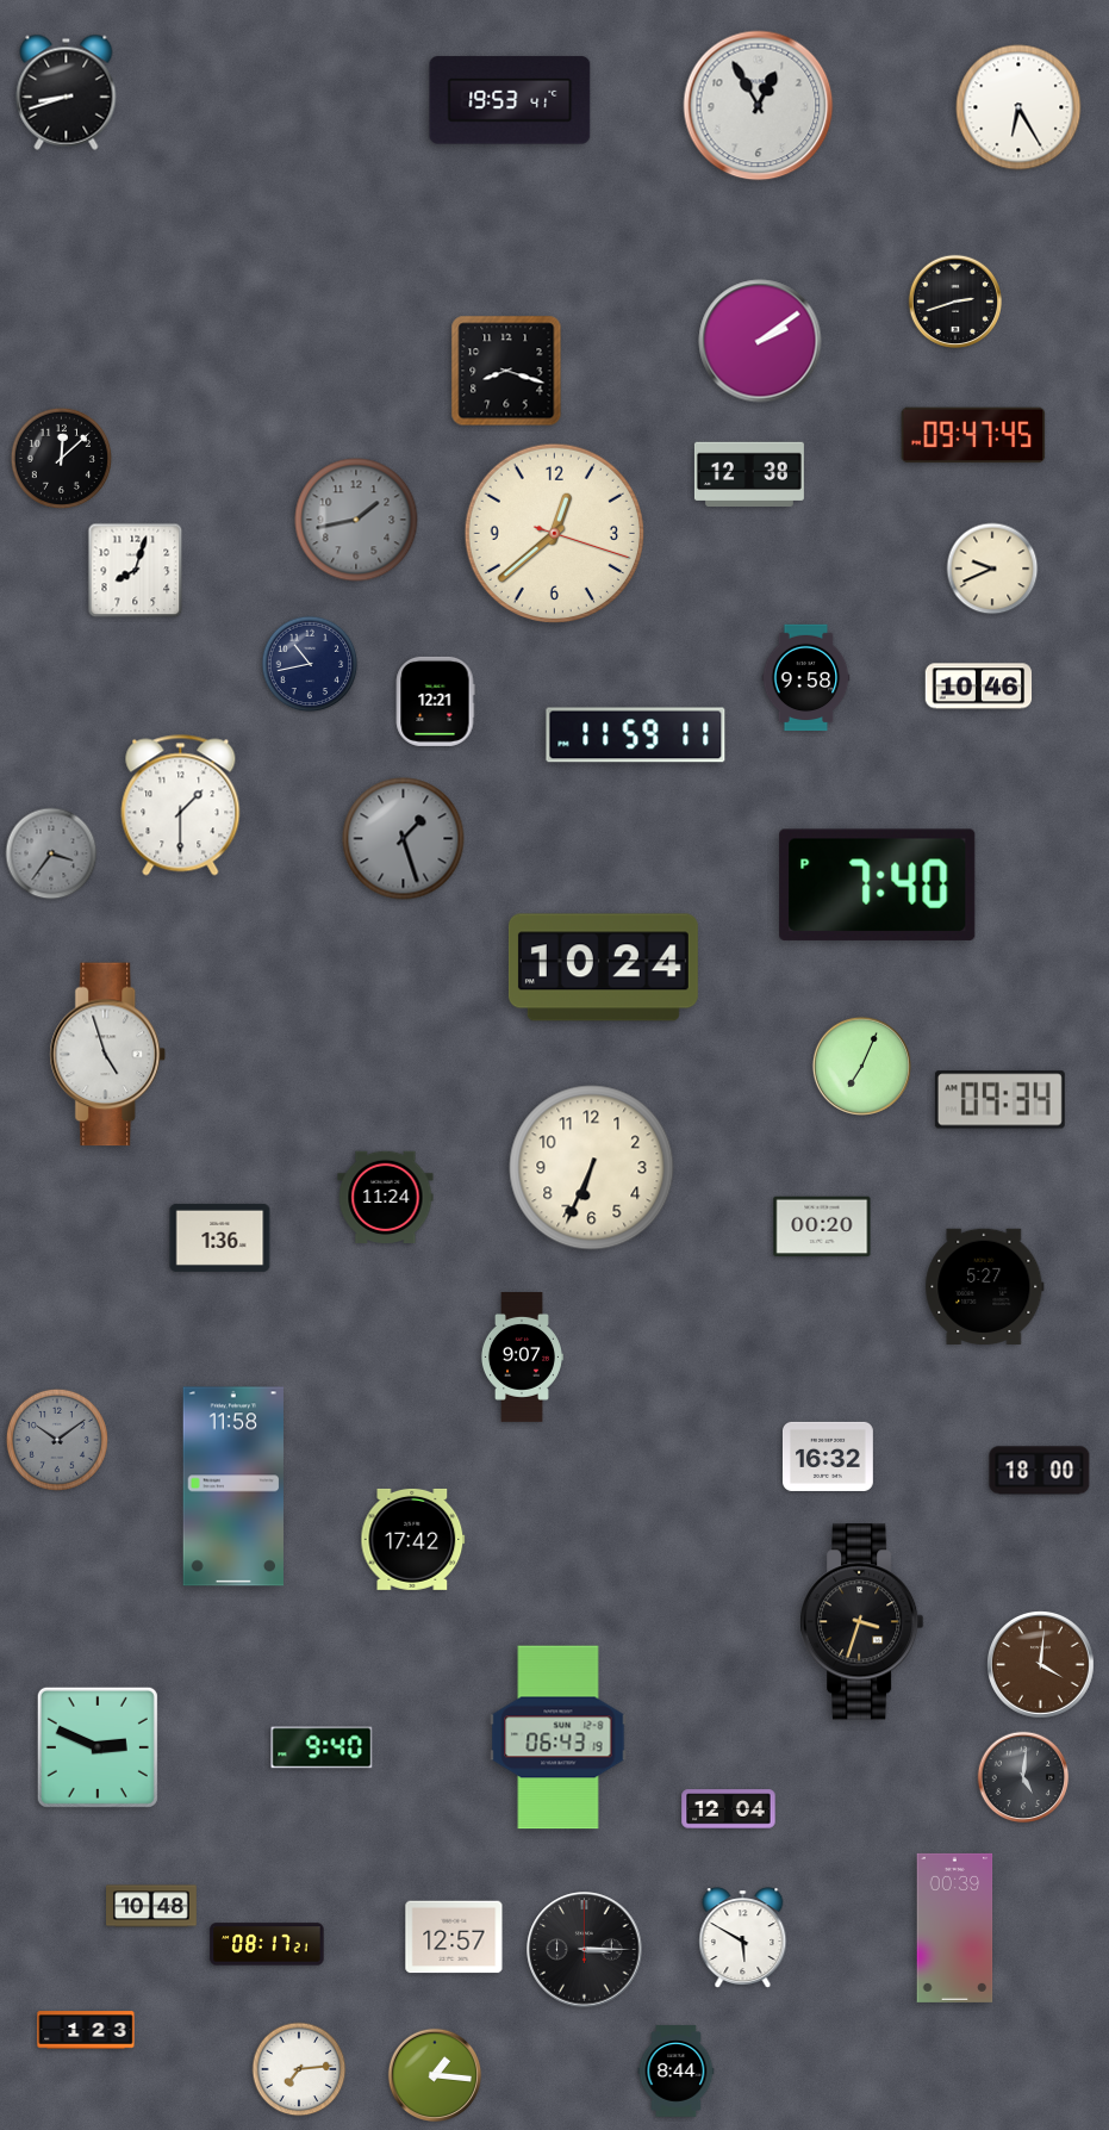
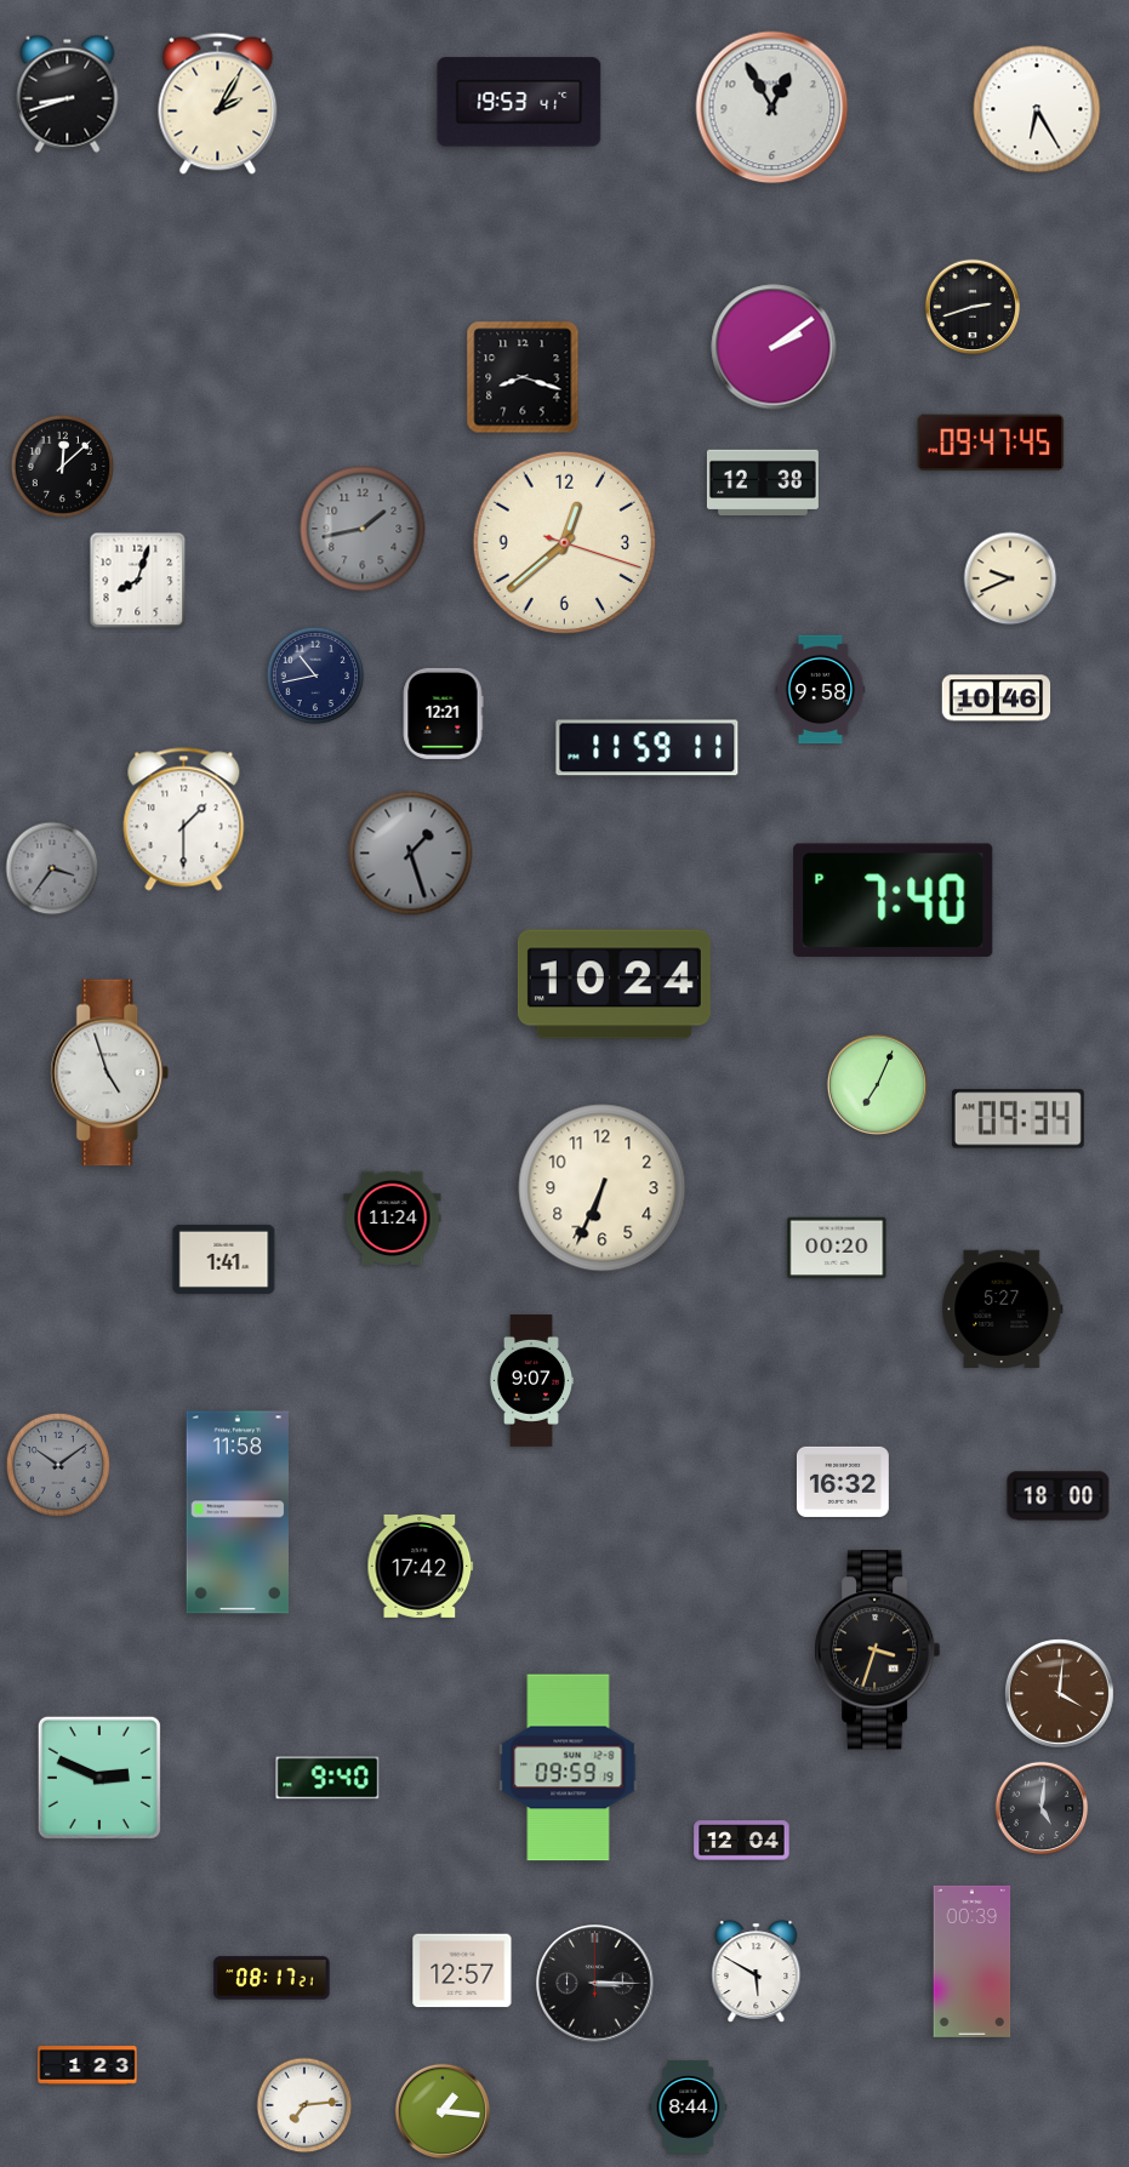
clock at (218, 103): none -> 2:05
clock at (506, 371) position: (506, 371) -> (523, 377)
clock at (220, 1237): 1:36 -> 1:41
clock at (559, 1738): 06:43 -> 09:59
clock at (152, 1906): 10:48 -> none
